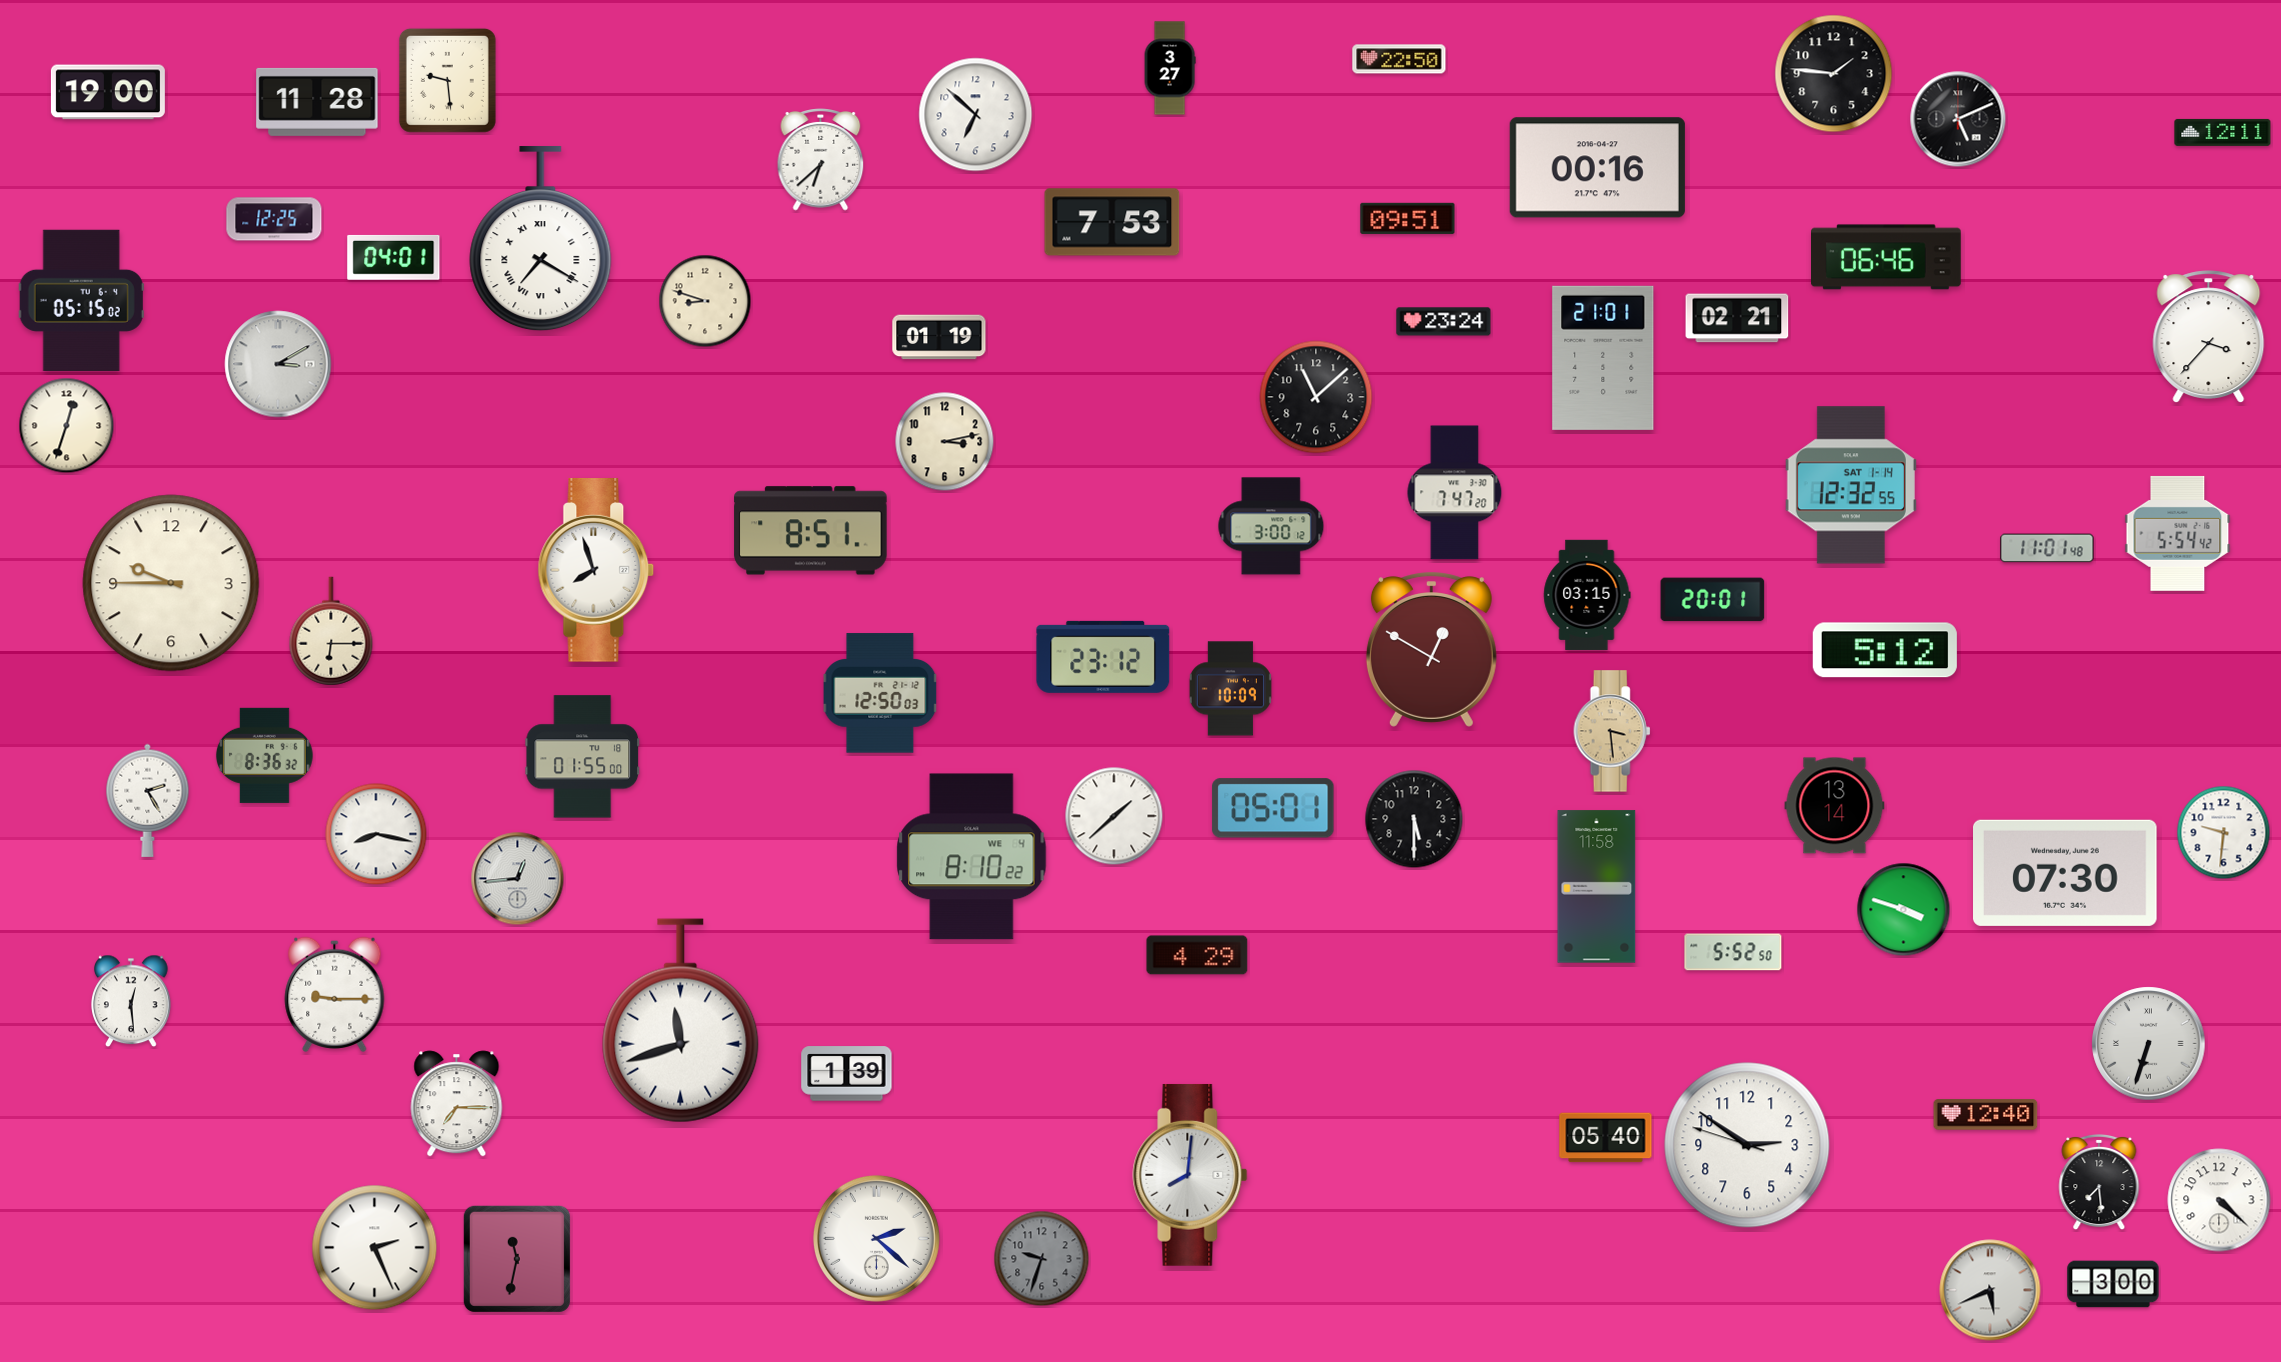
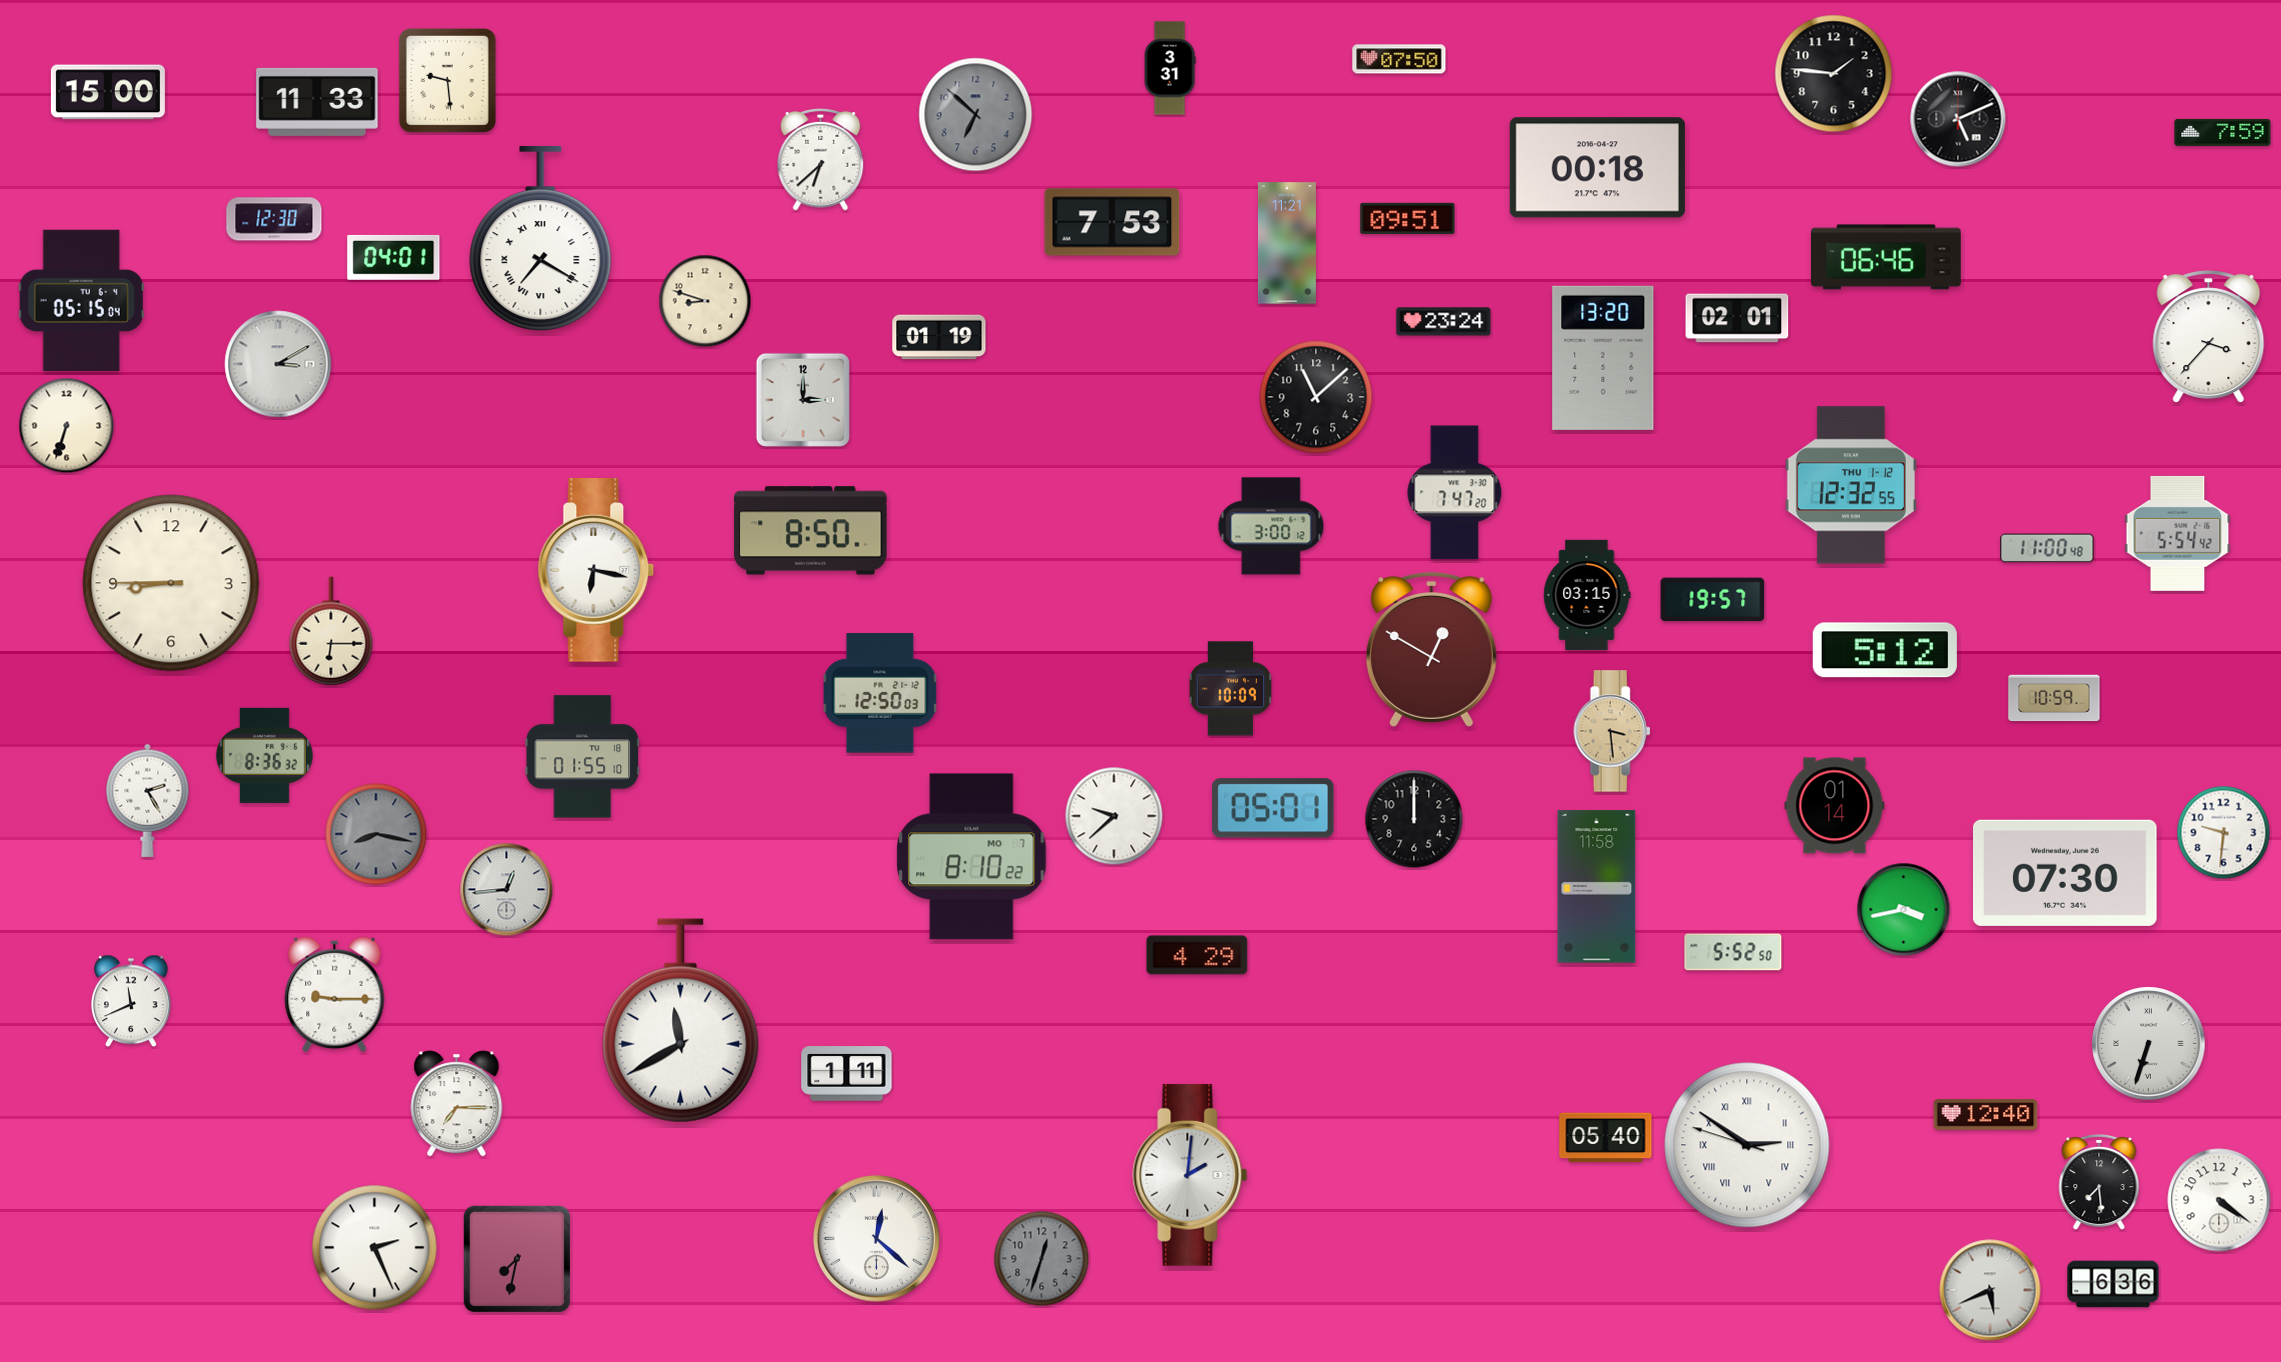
clock at (1399, 59): 22:50 -> 07:50
clock at (1170, 68): 3:27 -> 3:31
clock at (108, 92): 19:00 -> 15:00
clock at (317, 102): 11:28 -> 11:33
clock at (976, 115) dial: white -> grey
clock at (2223, 132): 12:11 -> 7:59
clock at (1597, 168): 00:16 -> 00:18
clock at (274, 219): 12:25 -> 12:30
clock at (1287, 243): none -> 11:21
clock at (81, 300): 05:15:02 -> 05:15:04
clock at (1737, 318): 02:21 -> 02:01
clock at (1603, 358): 21:01 -> 13:20
clock at (803, 400): none -> 3:00
clock at (67, 426): 12:33 -> 6:33
clock at (945, 442): 3:13 -> none
clock at (1851, 485) date: SAT 1-14 -> THU 1-12
clock at (811, 531): 8:51 -> 8:50
clock at (2047, 548): 11:01 -> 11:00
clock at (596, 571): 7:57 -> 6:17
clock at (171, 583): 9:45 -> 8:45
clock at (1713, 600): 20:01 -> 19:57
clock at (1103, 657): 23:12 -> none
clock at (2054, 698): none -> 10:59
clock at (583, 757): 01:55:00 -> 01:55:10
clock at (1835, 806): 13:14 -> 01:14
clock at (1114, 816): 1:38 -> 9:38
clock at (1414, 819): 5:30 -> 12:00
clock at (376, 834) dial: white -> grey
clock at (972, 857) date: WE 4 -> MO 7
clock at (518, 879) position: (518, 879) -> (507, 890)
clock at (1904, 910): 3:48 -> 3:43
clock at (132, 1001): 12:29 -> 11:41
clock at (681, 1021): 11:42 -> 11:40
clock at (847, 1074): 1:39 -> 1:11
clock at (1747, 1145) numerals: Arabic -> Roman
clock at (1190, 1175): 8:01 -> 2:01
clock at (2219, 1200): 4:22 -> 4:21
clock at (876, 1238): 2:22 -> 12:22
clock at (517, 1259): 11:32 -> 7:32
clock at (1042, 1259): 9:33 -> 12:33
clock at (2113, 1284): 3:00 -> 6:36
